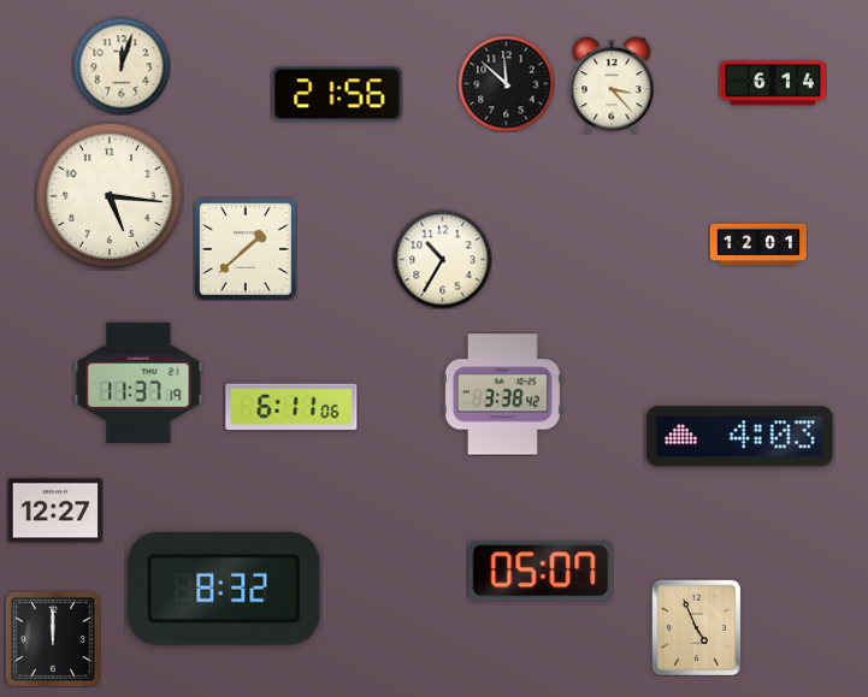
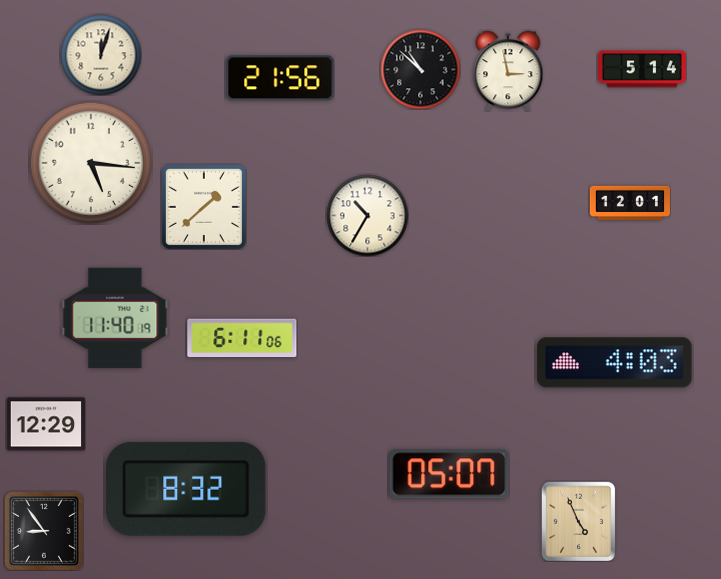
clock at (506, 83): 11:52 -> 10:52
clock at (773, 83): 6:14 -> 5:14
clock at (612, 85): 3:23 -> 2:58
clock at (138, 383): 11:37 -> 11:40
clock at (502, 395): 3:38 -> none
clock at (55, 510): 12:27 -> 12:29
clock at (53, 639): 12:00 -> 8:54
